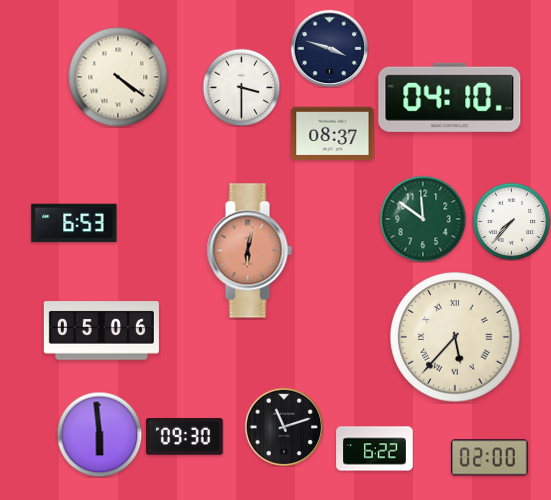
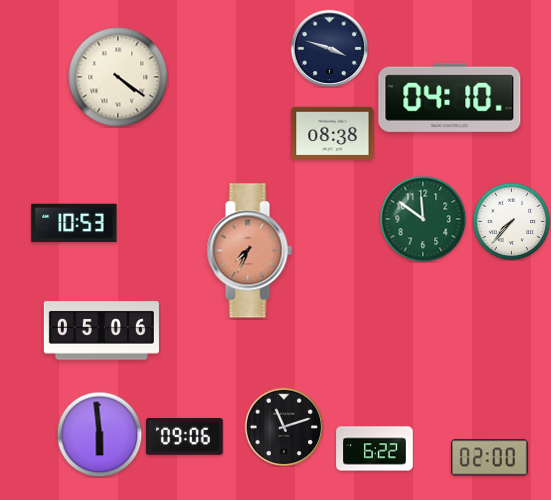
clock at (241, 87): 3:30 -> none
clock at (333, 134): 08:37 -> 08:38
clock at (74, 223): 6:53 -> 10:53
clock at (249, 251): 6:02 -> 7:34
clock at (455, 337): 5:37 -> none
clock at (185, 437): 09:30 -> 09:06
